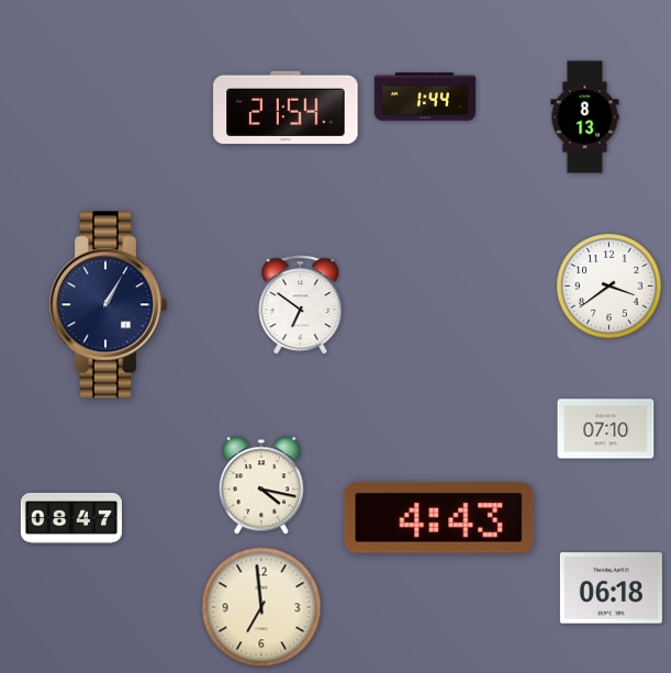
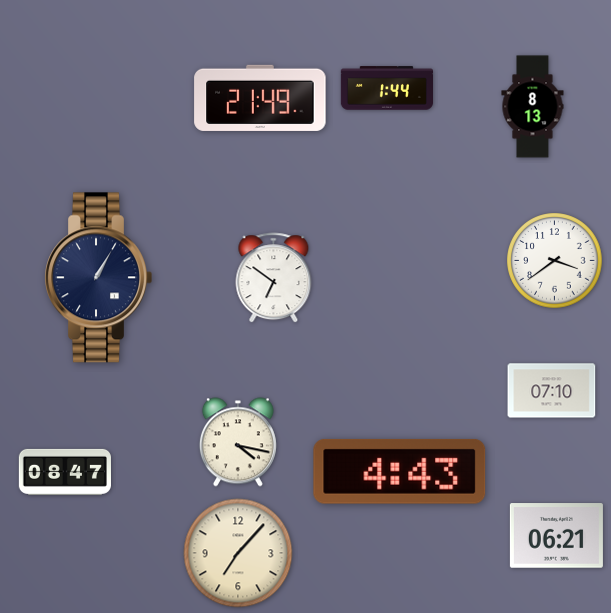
clock at (286, 108): 21:54 -> 21:49
clock at (611, 588): 06:18 -> 06:21
clock at (261, 607): 6:59 -> 7:07
